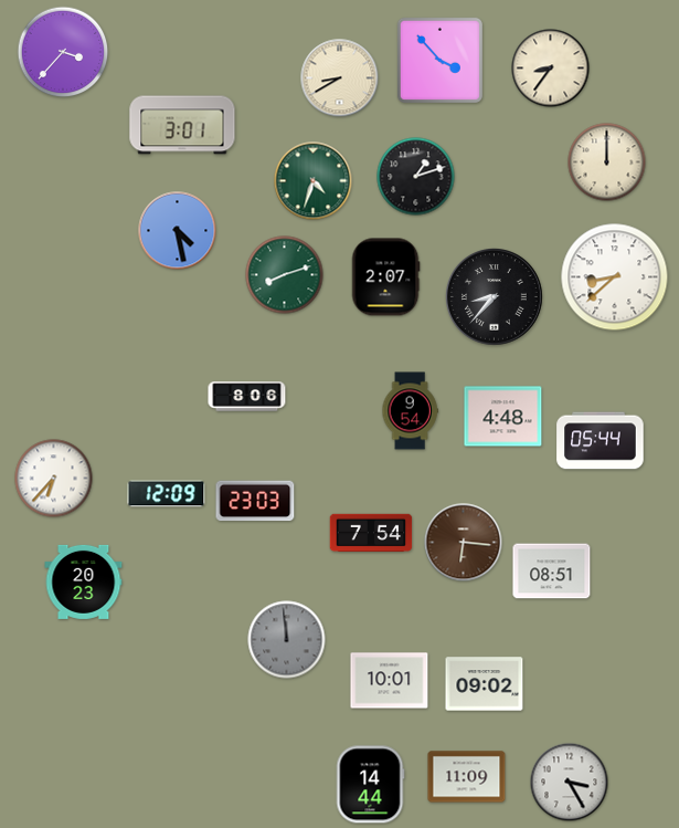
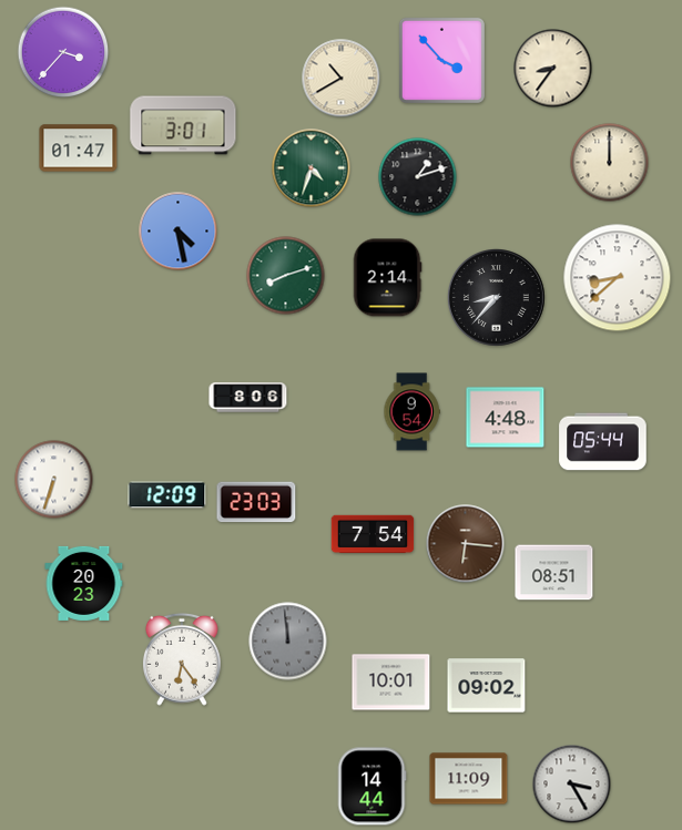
clock at (340, 78): 8:40 -> 10:40
clock at (79, 148): none -> 01:47
clock at (314, 181) position: (314, 181) -> (312, 168)
clock at (385, 277): 2:07 -> 2:14
clock at (54, 479): 6:37 -> 6:33
clock at (182, 659): none -> 6:24
